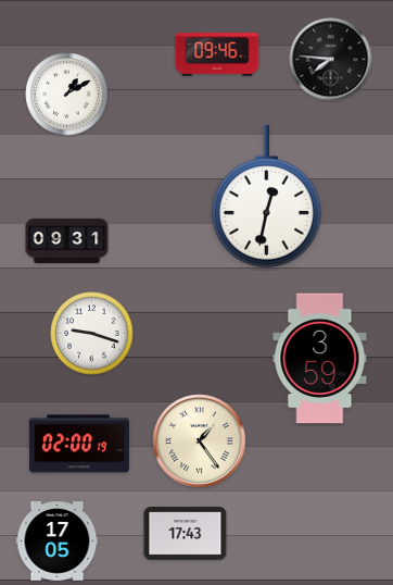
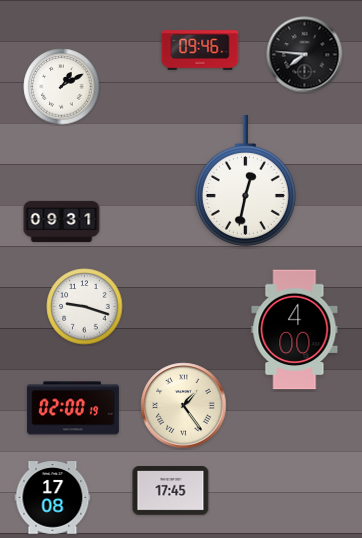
clock at (320, 359): 3:59 -> 4:00
clock at (186, 534): 17:43 -> 17:45
clock at (58, 542): 17:05 -> 17:08
